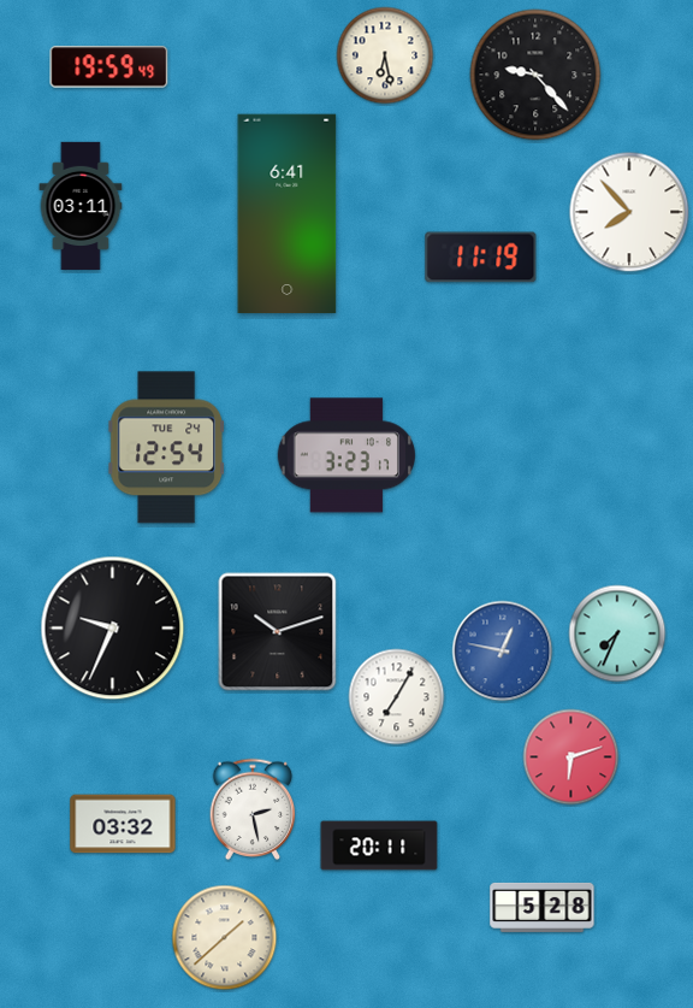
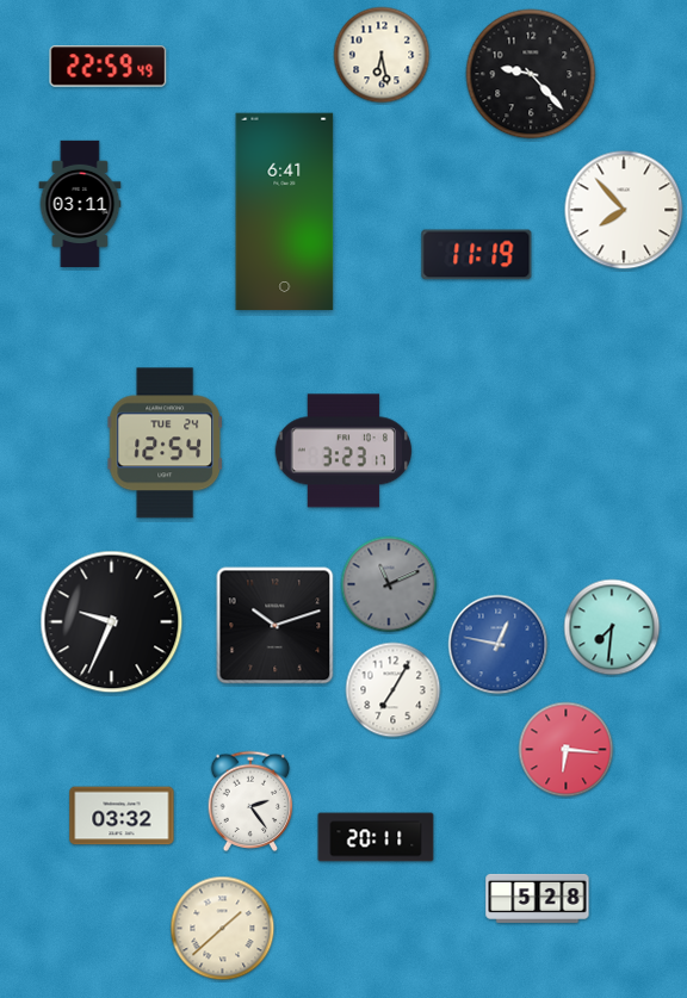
clock at (109, 67): 19:59 -> 22:59
clock at (389, 584): none -> 11:11
clock at (617, 633): 7:34 -> 7:31
clock at (571, 758): 6:12 -> 6:16
clock at (253, 809): 2:28 -> 2:24
